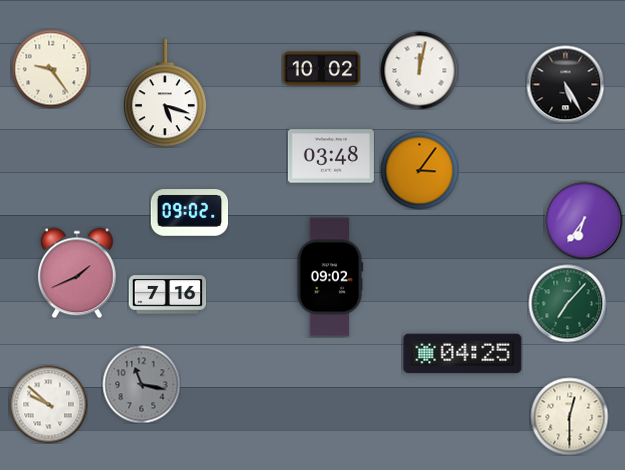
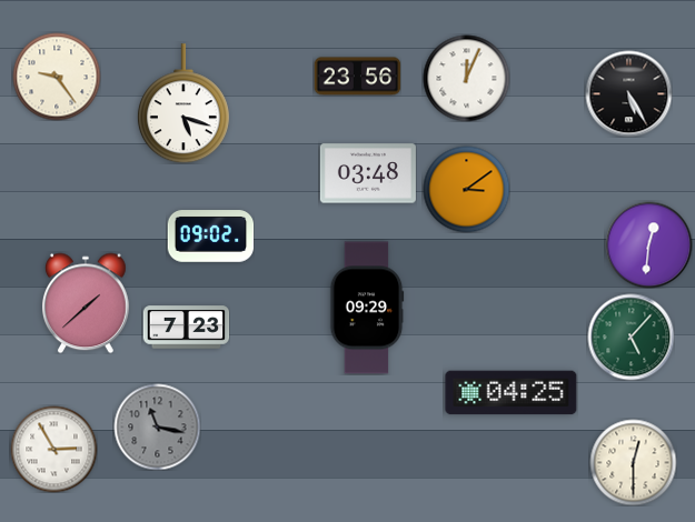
clock at (321, 69): 10:02 -> 23:56
clock at (419, 70): 12:02 -> 12:04
clock at (419, 170): 3:06 -> 3:09
clock at (583, 220): 6:36 -> 12:31
clock at (78, 273): 1:41 -> 1:38
clock at (330, 277): 09:02 -> 09:29
clock at (167, 295): 7:16 -> 7:23
clock at (567, 303): 7:07 -> 5:07
clock at (463, 354) position: (463, 354) -> (512, 393)
clock at (48, 404): 9:52 -> 2:55
